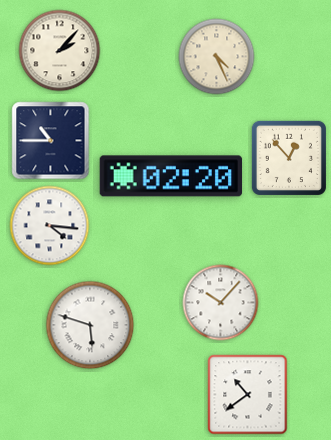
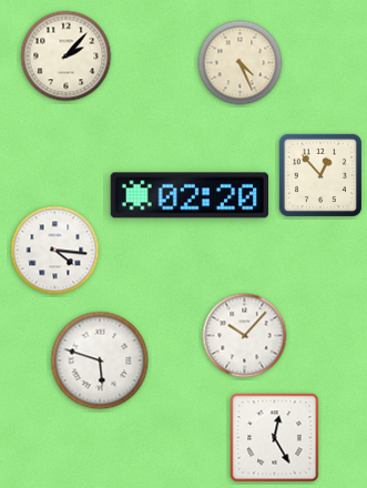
clock at (51, 141): 10:45 -> none
clock at (248, 395): 10:39 -> 12:25
